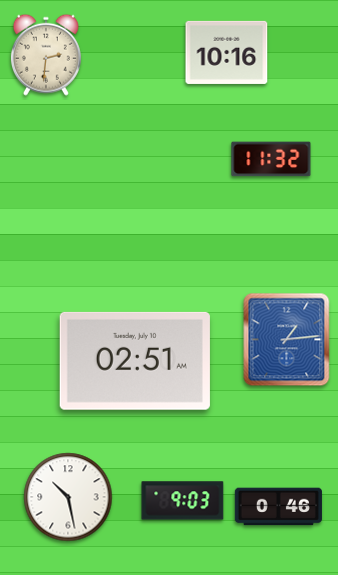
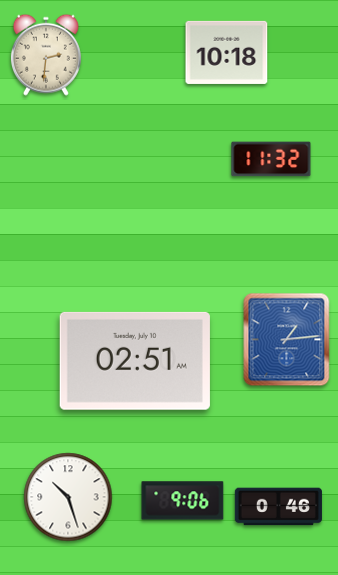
clock at (227, 52): 10:16 -> 10:18
clock at (68, 497): 10:28 -> 10:27
clock at (183, 501): 9:03 -> 9:06
